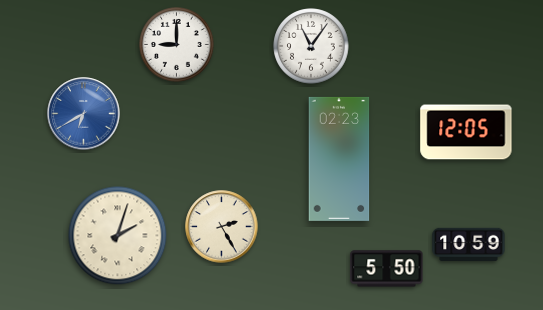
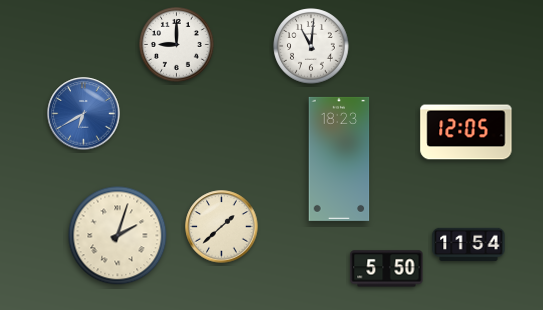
clock at (311, 46): 11:06 -> 11:01
clock at (339, 159): 02:23 -> 18:23
clock at (222, 227): 2:25 -> 1:38
clock at (469, 245): 10:59 -> 11:54
